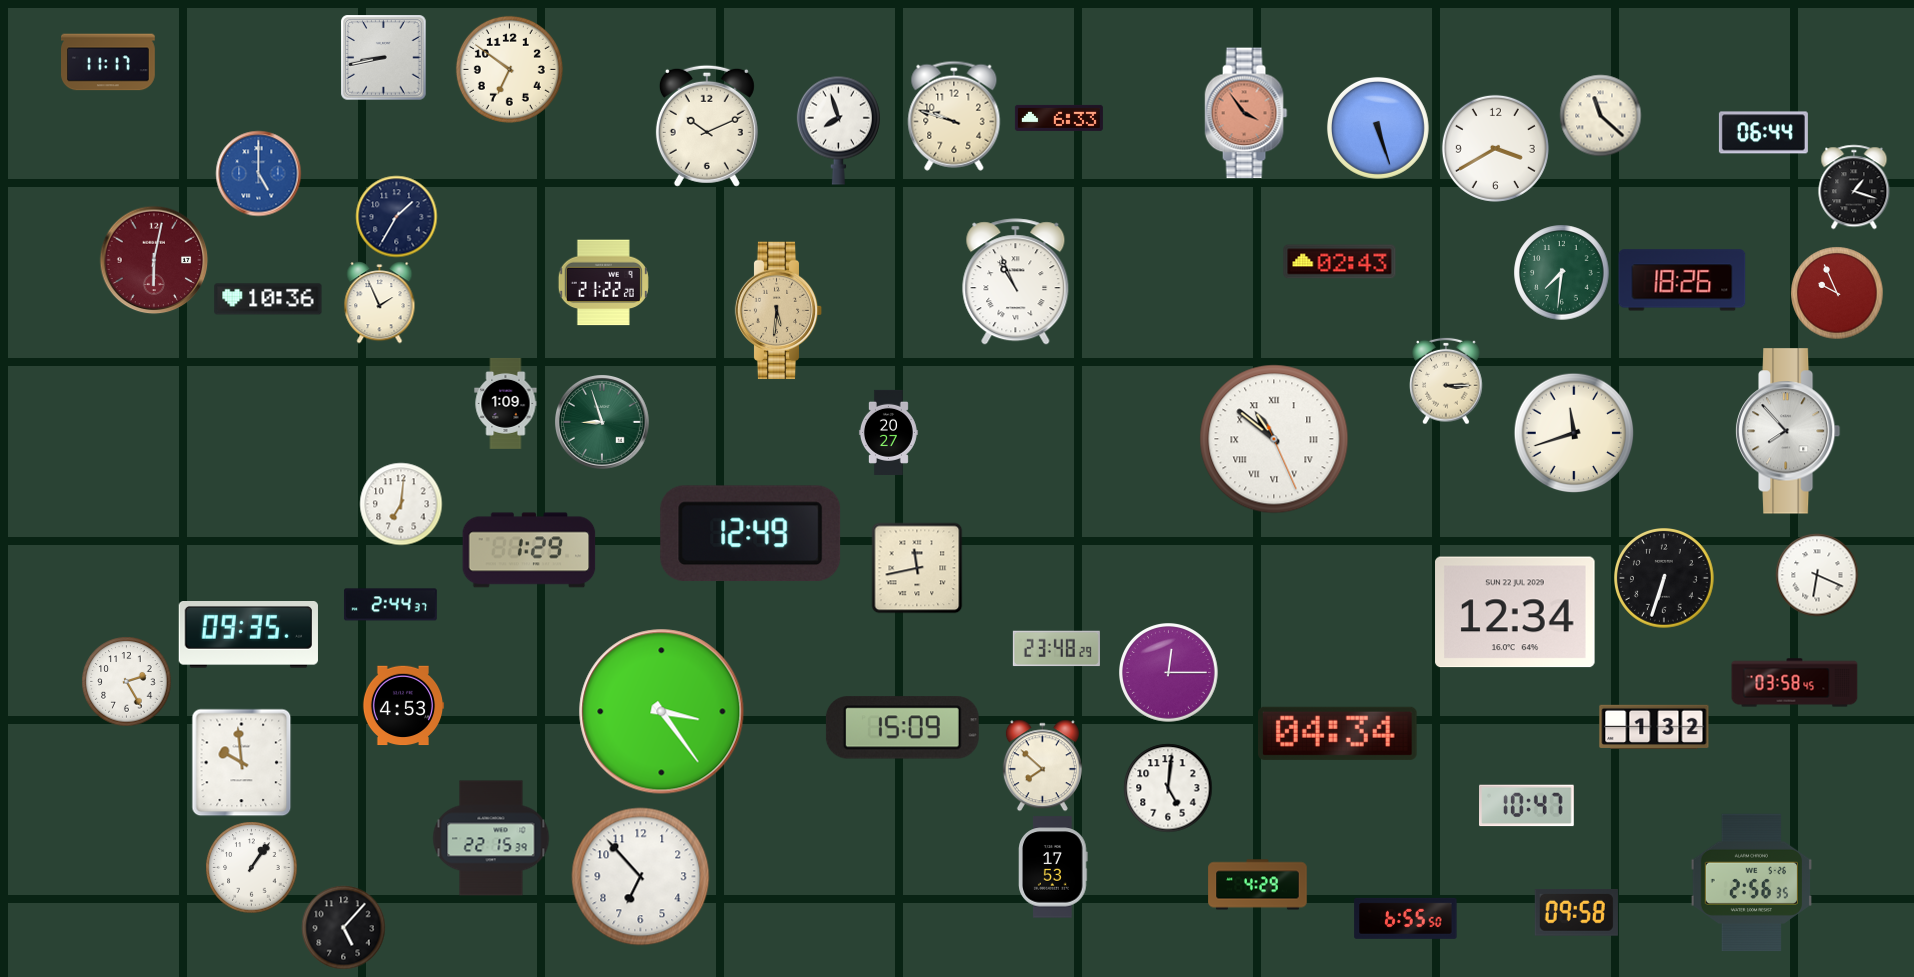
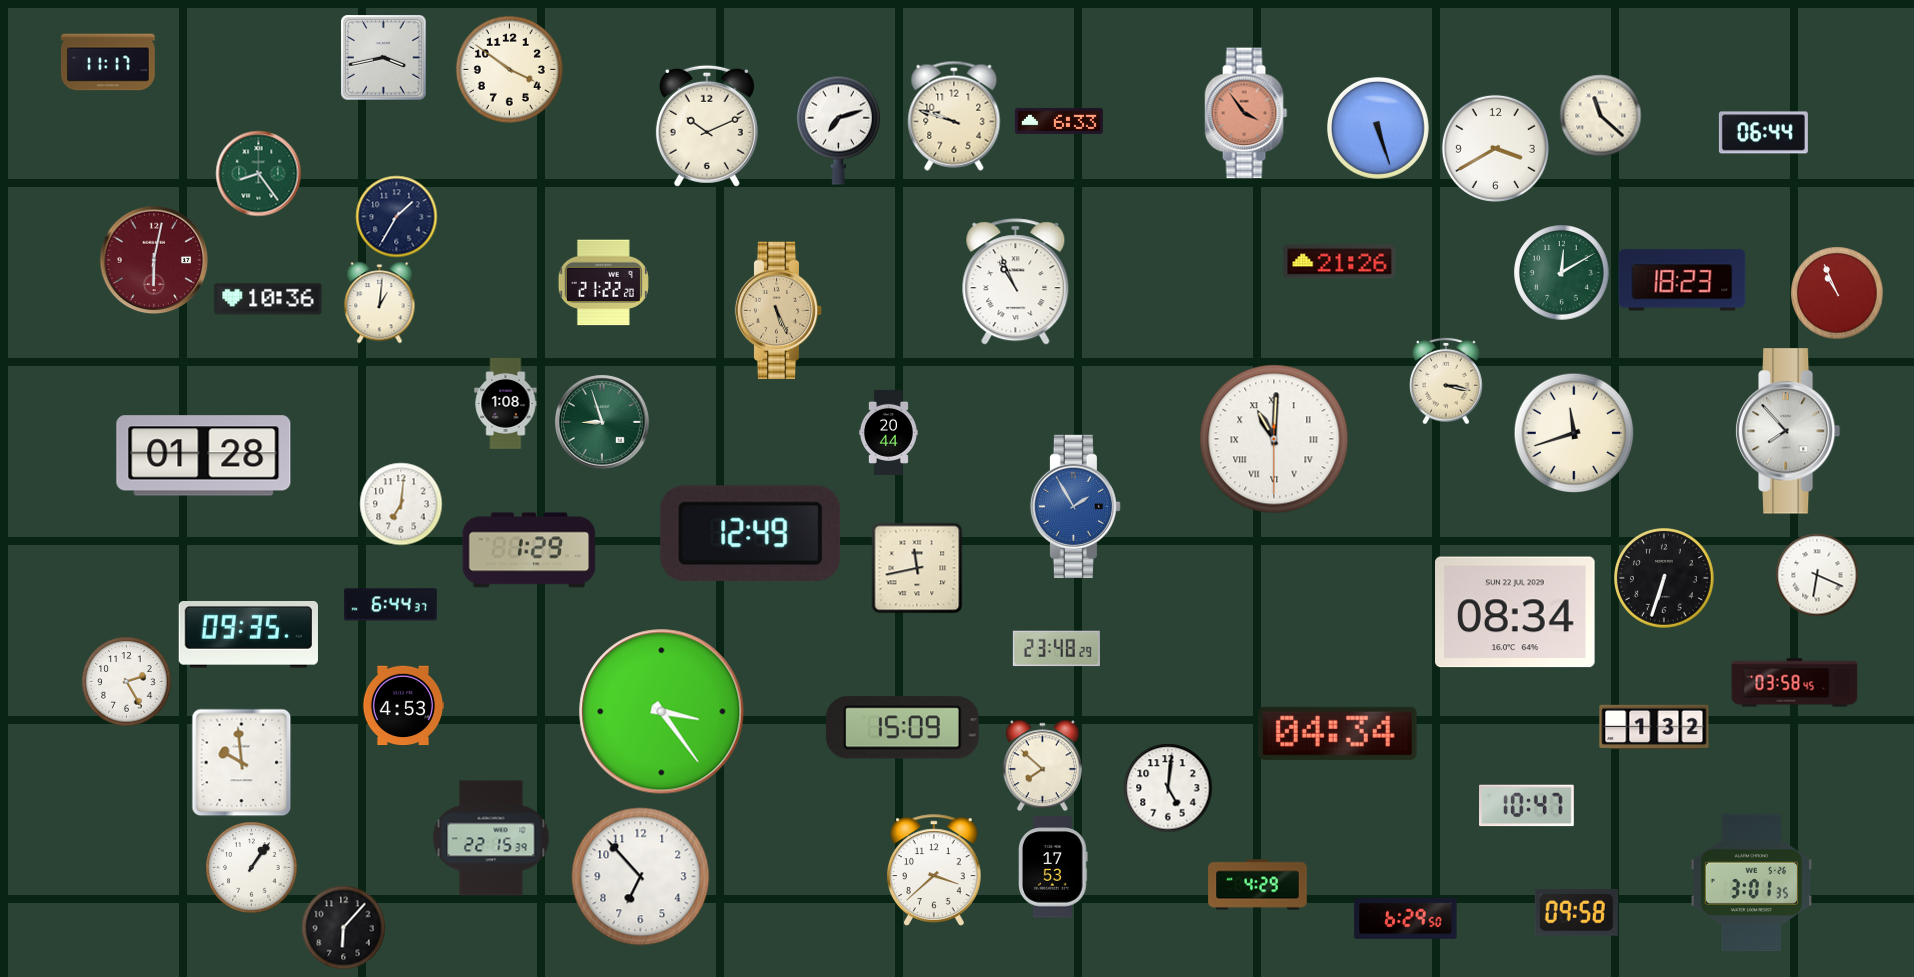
clock at (383, 57): 8:43 -> 3:43
clock at (509, 69): 6:51 -> 3:51
clock at (1059, 118) position: (1059, 118) -> (1059, 121)
clock at (838, 130): 7:57 -> 7:12
clock at (258, 173): 5:00 -> 8:24
clock at (258, 173) dial: blue -> green
clock at (1854, 187): 1:18 -> none
clock at (1340, 262): 02:43 -> 21:26
clock at (1561, 272): 7:31 -> 12:10
clock at (1682, 280): 18:26 -> 18:23
clock at (1837, 293): 9:56 -> 10:56
clock at (380, 302): 1:56 -> 1:01
clock at (779, 311): 5:31 -> 5:26
clock at (1446, 381): 3:15 -> 3:17
clock at (506, 403): 1:09 -> 1:08
clock at (888, 432): 20:27 -> 20:44
clock at (1274, 439): 10:51 -> 11:00
clock at (204, 456): none -> 01:28
clock at (1075, 506): none -> 1:55
clock at (390, 605): 2:44 -> 6:44
clock at (1515, 612): 12:34 -> 08:34
clock at (1169, 673): 12:15 -> none
clock at (934, 870): none -> 3:38
clock at (1751, 883): 2:56 -> 3:01
clock at (1406, 918): 6:55 -> 6:29
clock at (343, 927): 5:07 -> 6:07
